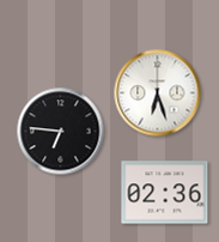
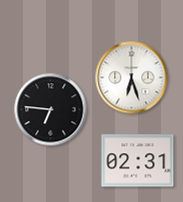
clock at (165, 193): 02:36 -> 02:31
